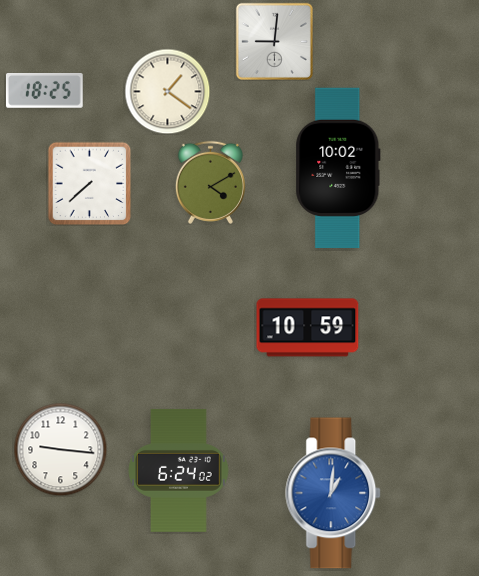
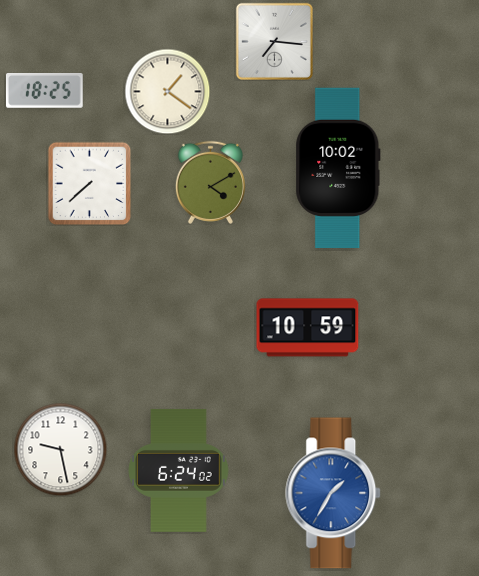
clock at (274, 41): 9:01 -> 7:16
clock at (60, 449): 9:16 -> 9:28
clock at (334, 493): 1:01 -> 1:35
